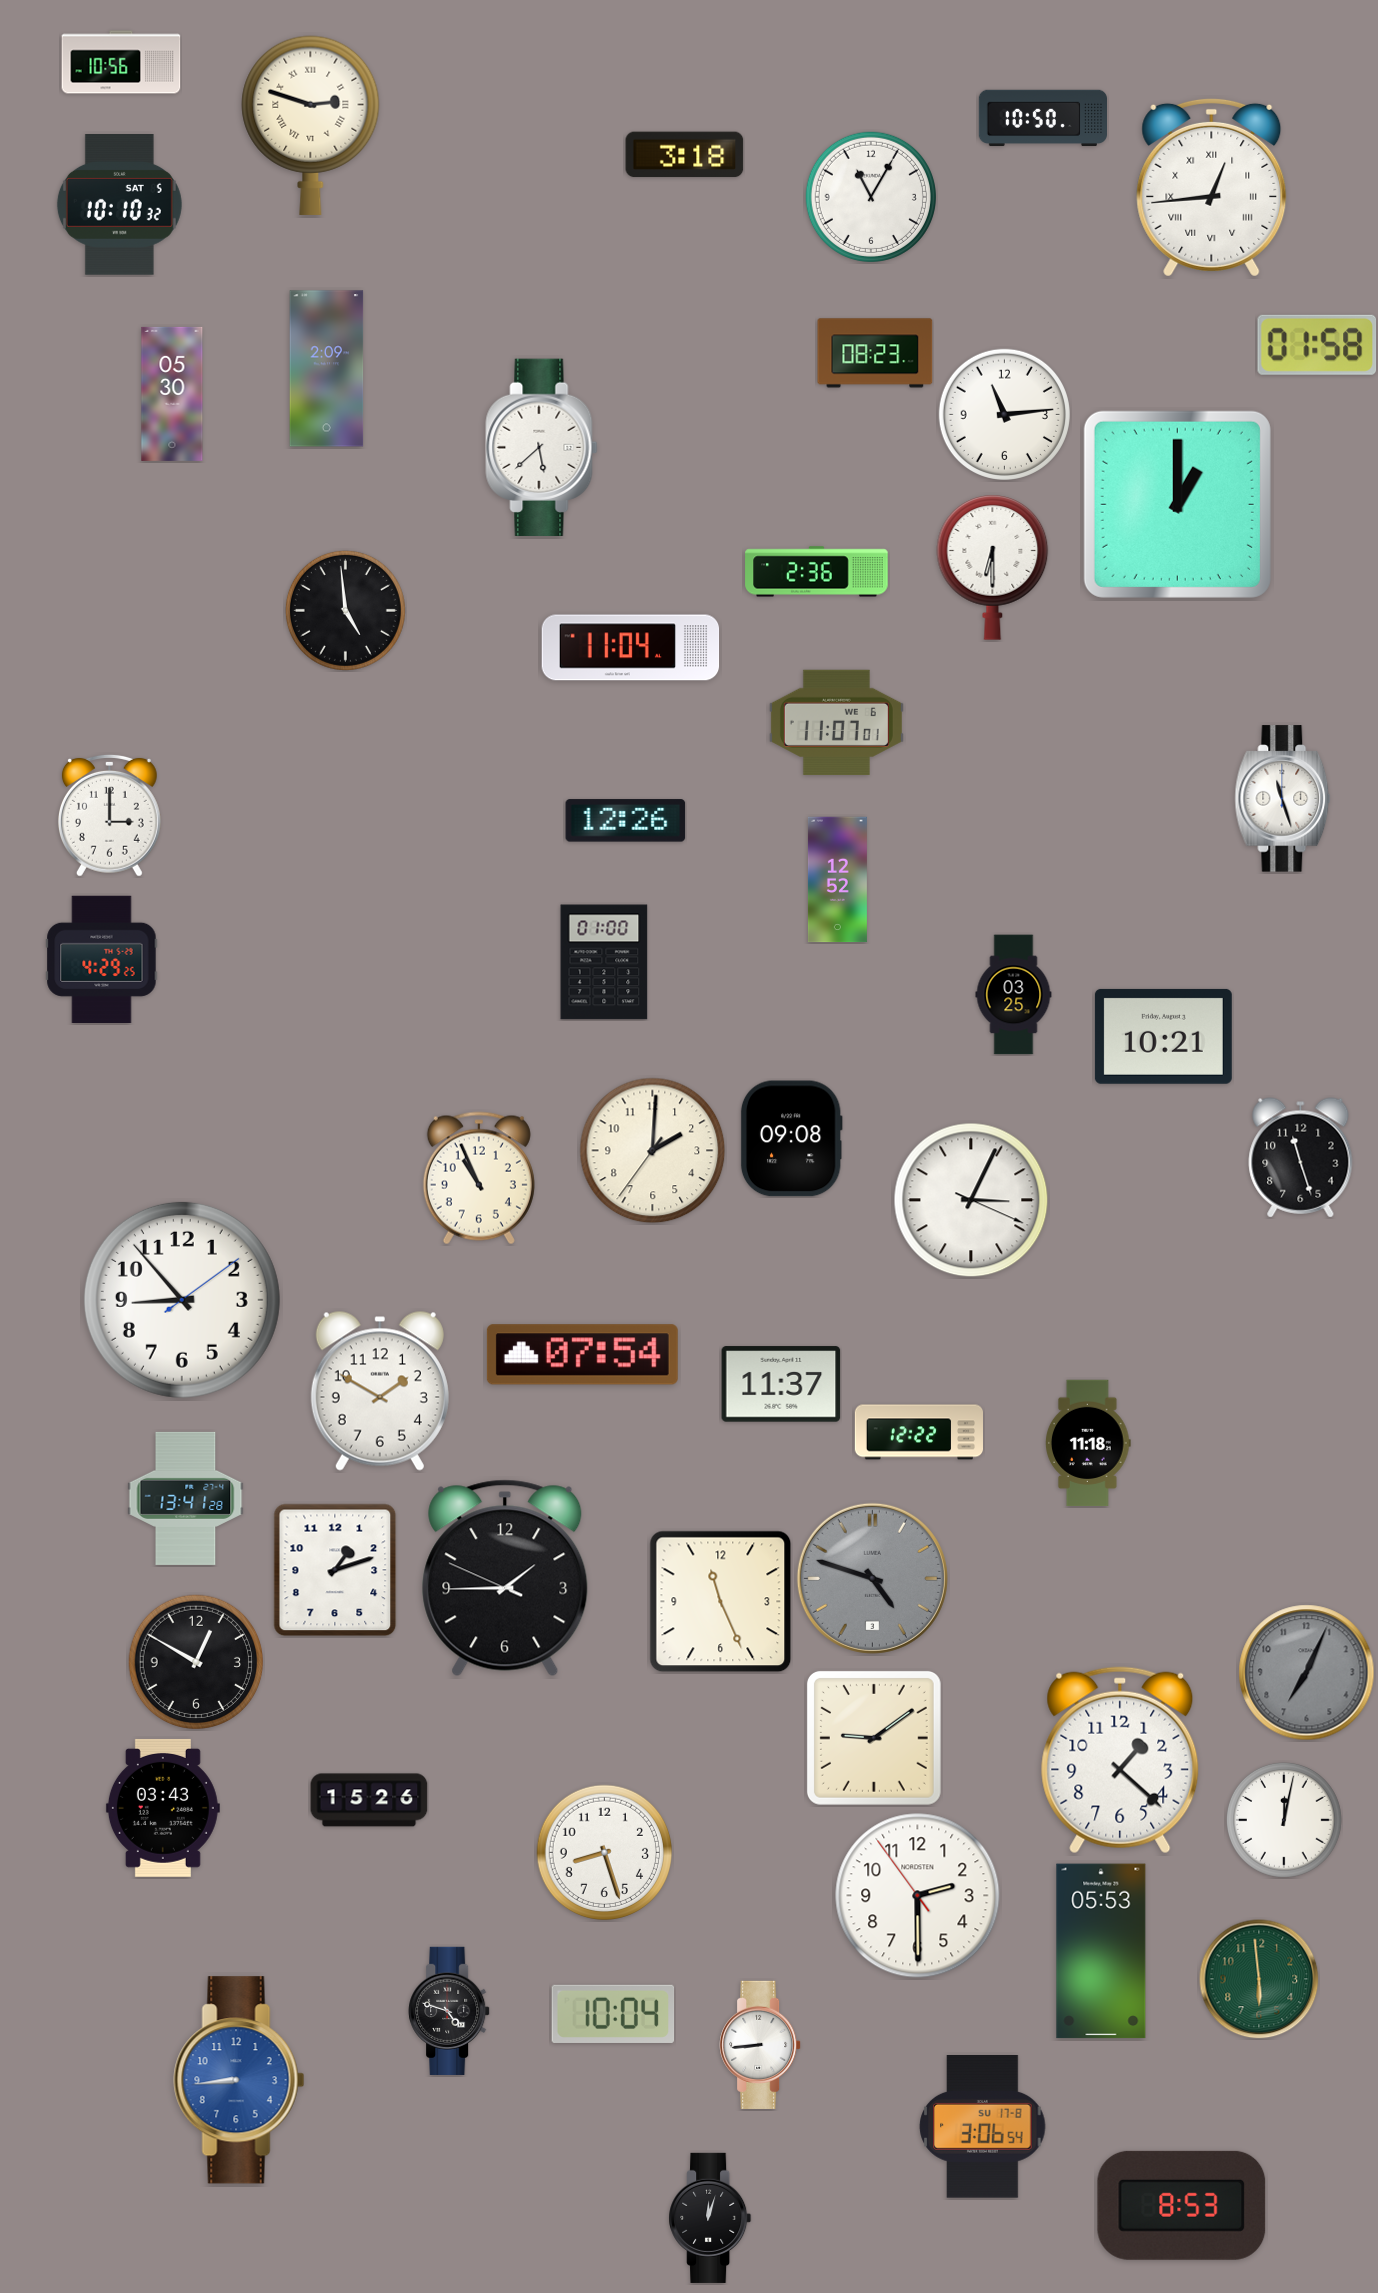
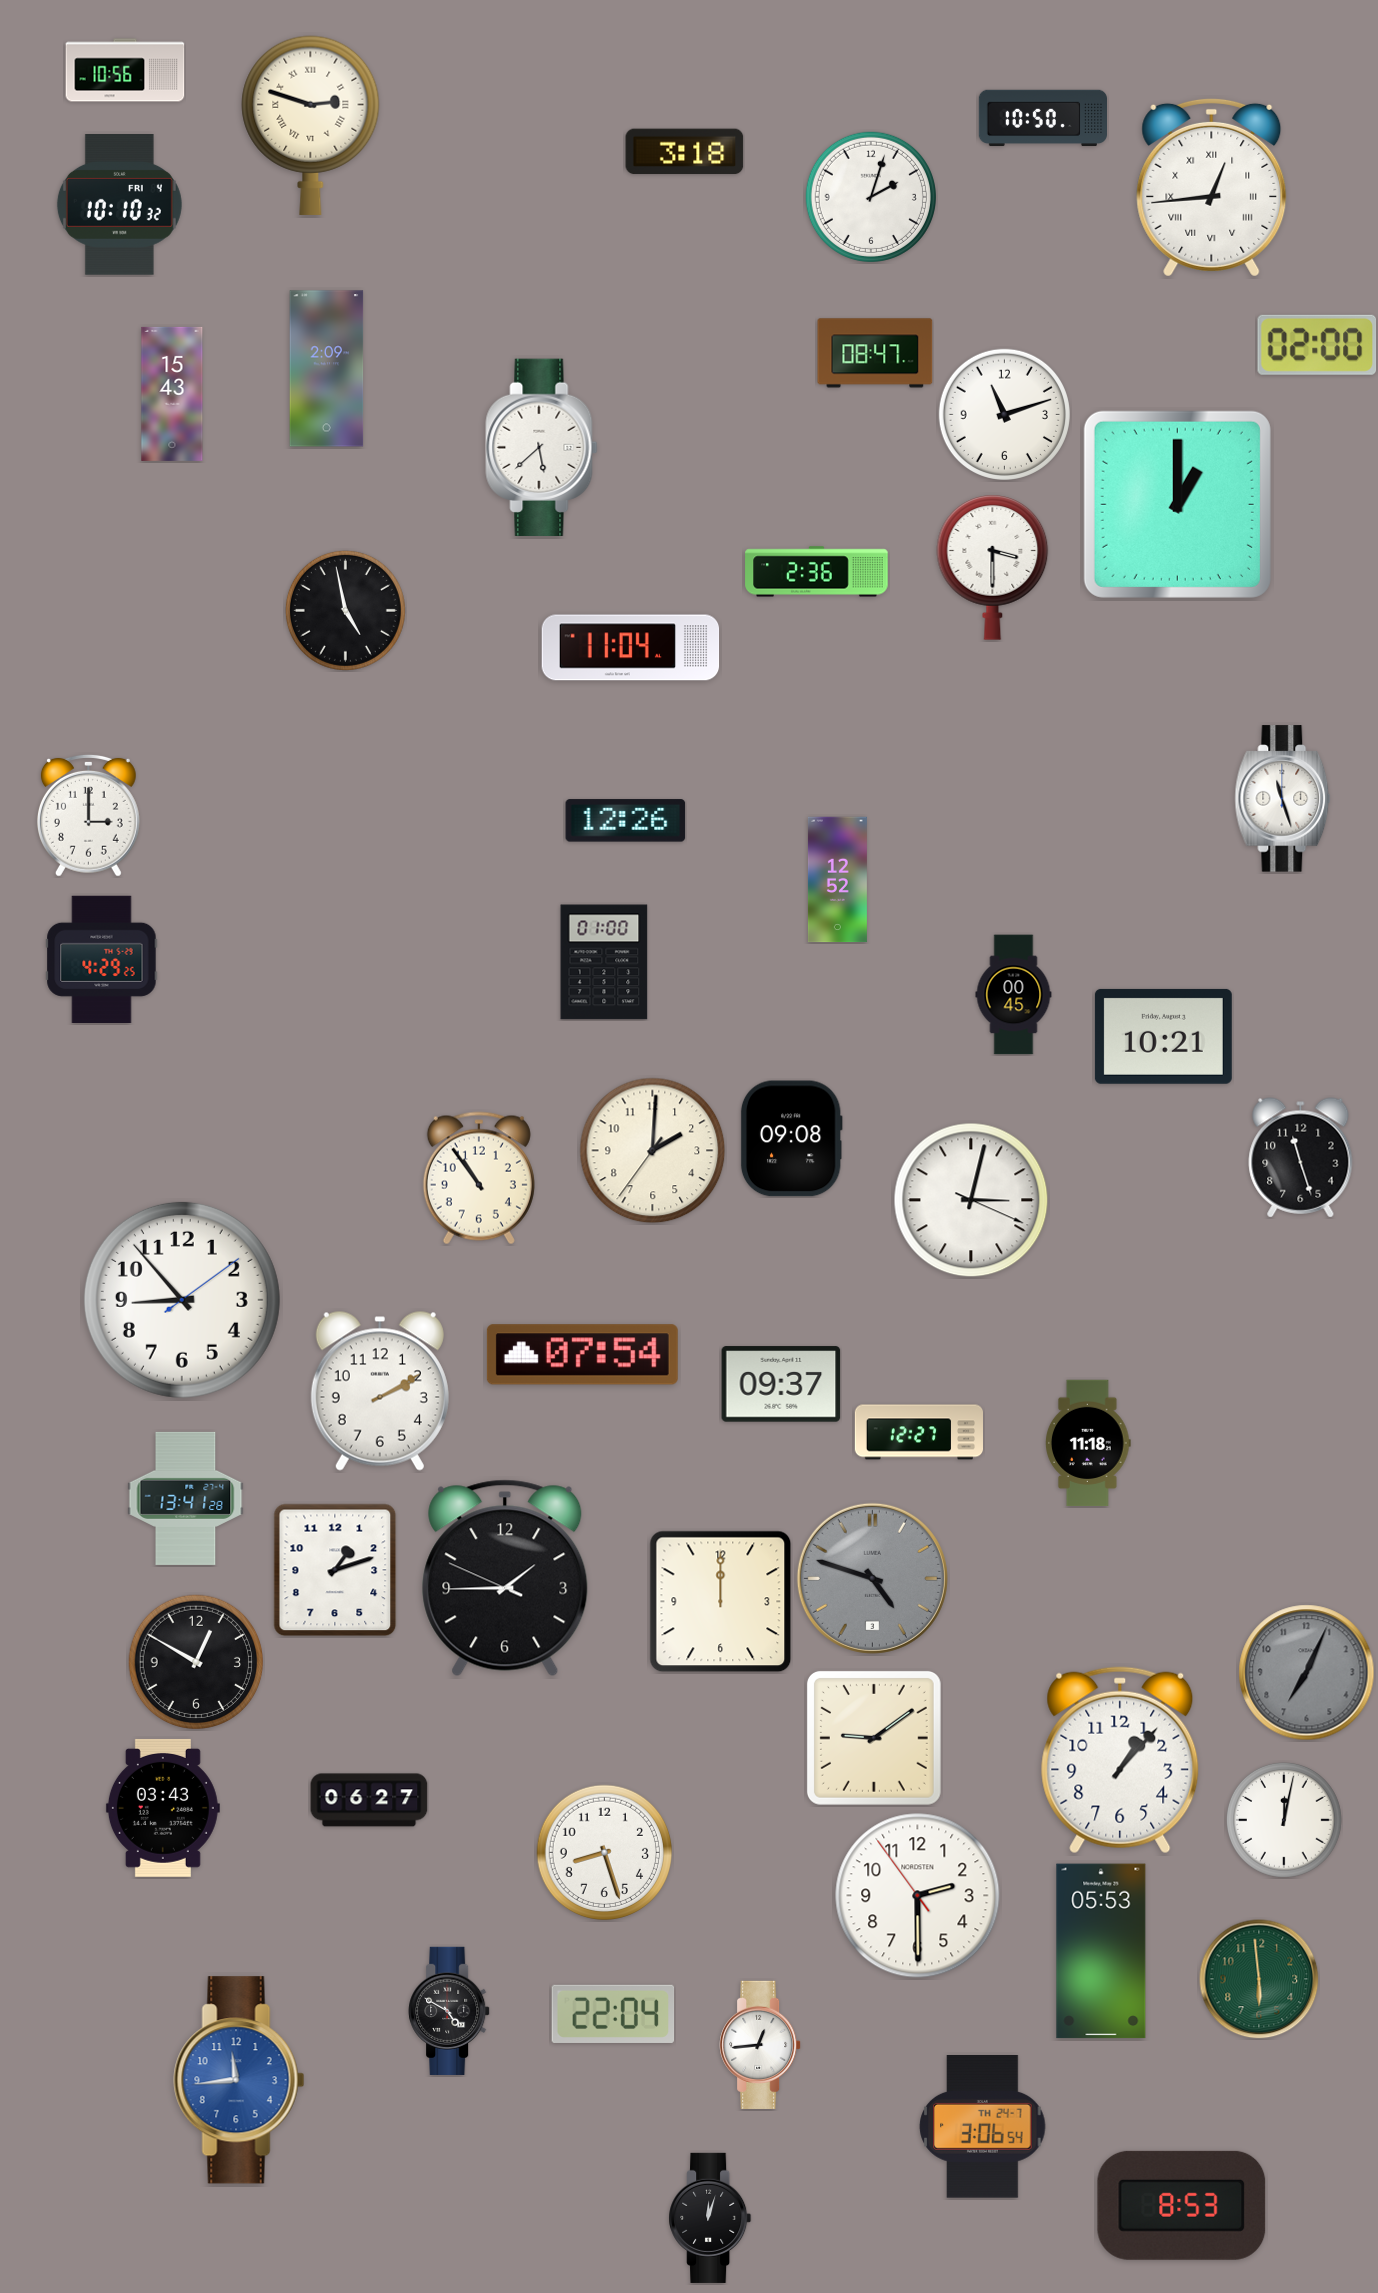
clock at (121, 62) position: (121, 62) -> (125, 70)
clock at (685, 155) position: (685, 155) -> (685, 152)
clock at (871, 197): 11:05 -> 2:03
clock at (119, 205) date: SAT 5 -> FRI 4
clock at (1317, 345): 01:58 -> 02:00
clock at (875, 353): 08:23 -> 08:47
clock at (172, 394): 05:30 -> 15:43
clock at (1004, 414): 11:14 -> 11:12
clock at (993, 568): 6:30 -> 3:30
clock at (345, 610): 4:59 -> 4:58
clock at (836, 722): 11:07 -> none
clock at (109, 815) position: (109, 815) -> (88, 815)
clock at (1014, 995): 03:25 -> 00:45
clock at (479, 1178): 10:56 -> 10:54
clock at (971, 1200): 3:04 -> 3:02
clock at (781, 1384): 11:37 -> 09:37
clock at (380, 1391): 1:50 -> 2:10
clock at (918, 1432): 12:22 -> 12:27
clock at (721, 1602): 11:26 -> 12:00
clock at (1120, 1760): 1:22 -> 1:07
clock at (369, 1800): 15:26 -> 06:27
clock at (449, 2011): 4:48 -> 4:50
clock at (613, 2014): 10:04 -> 22:04
clock at (760, 2045): 8:44 -> 12:44
clock at (239, 2080): 8:44 -> 11:44
clock at (983, 2127) date: SU 17-8 -> TH 24-7
